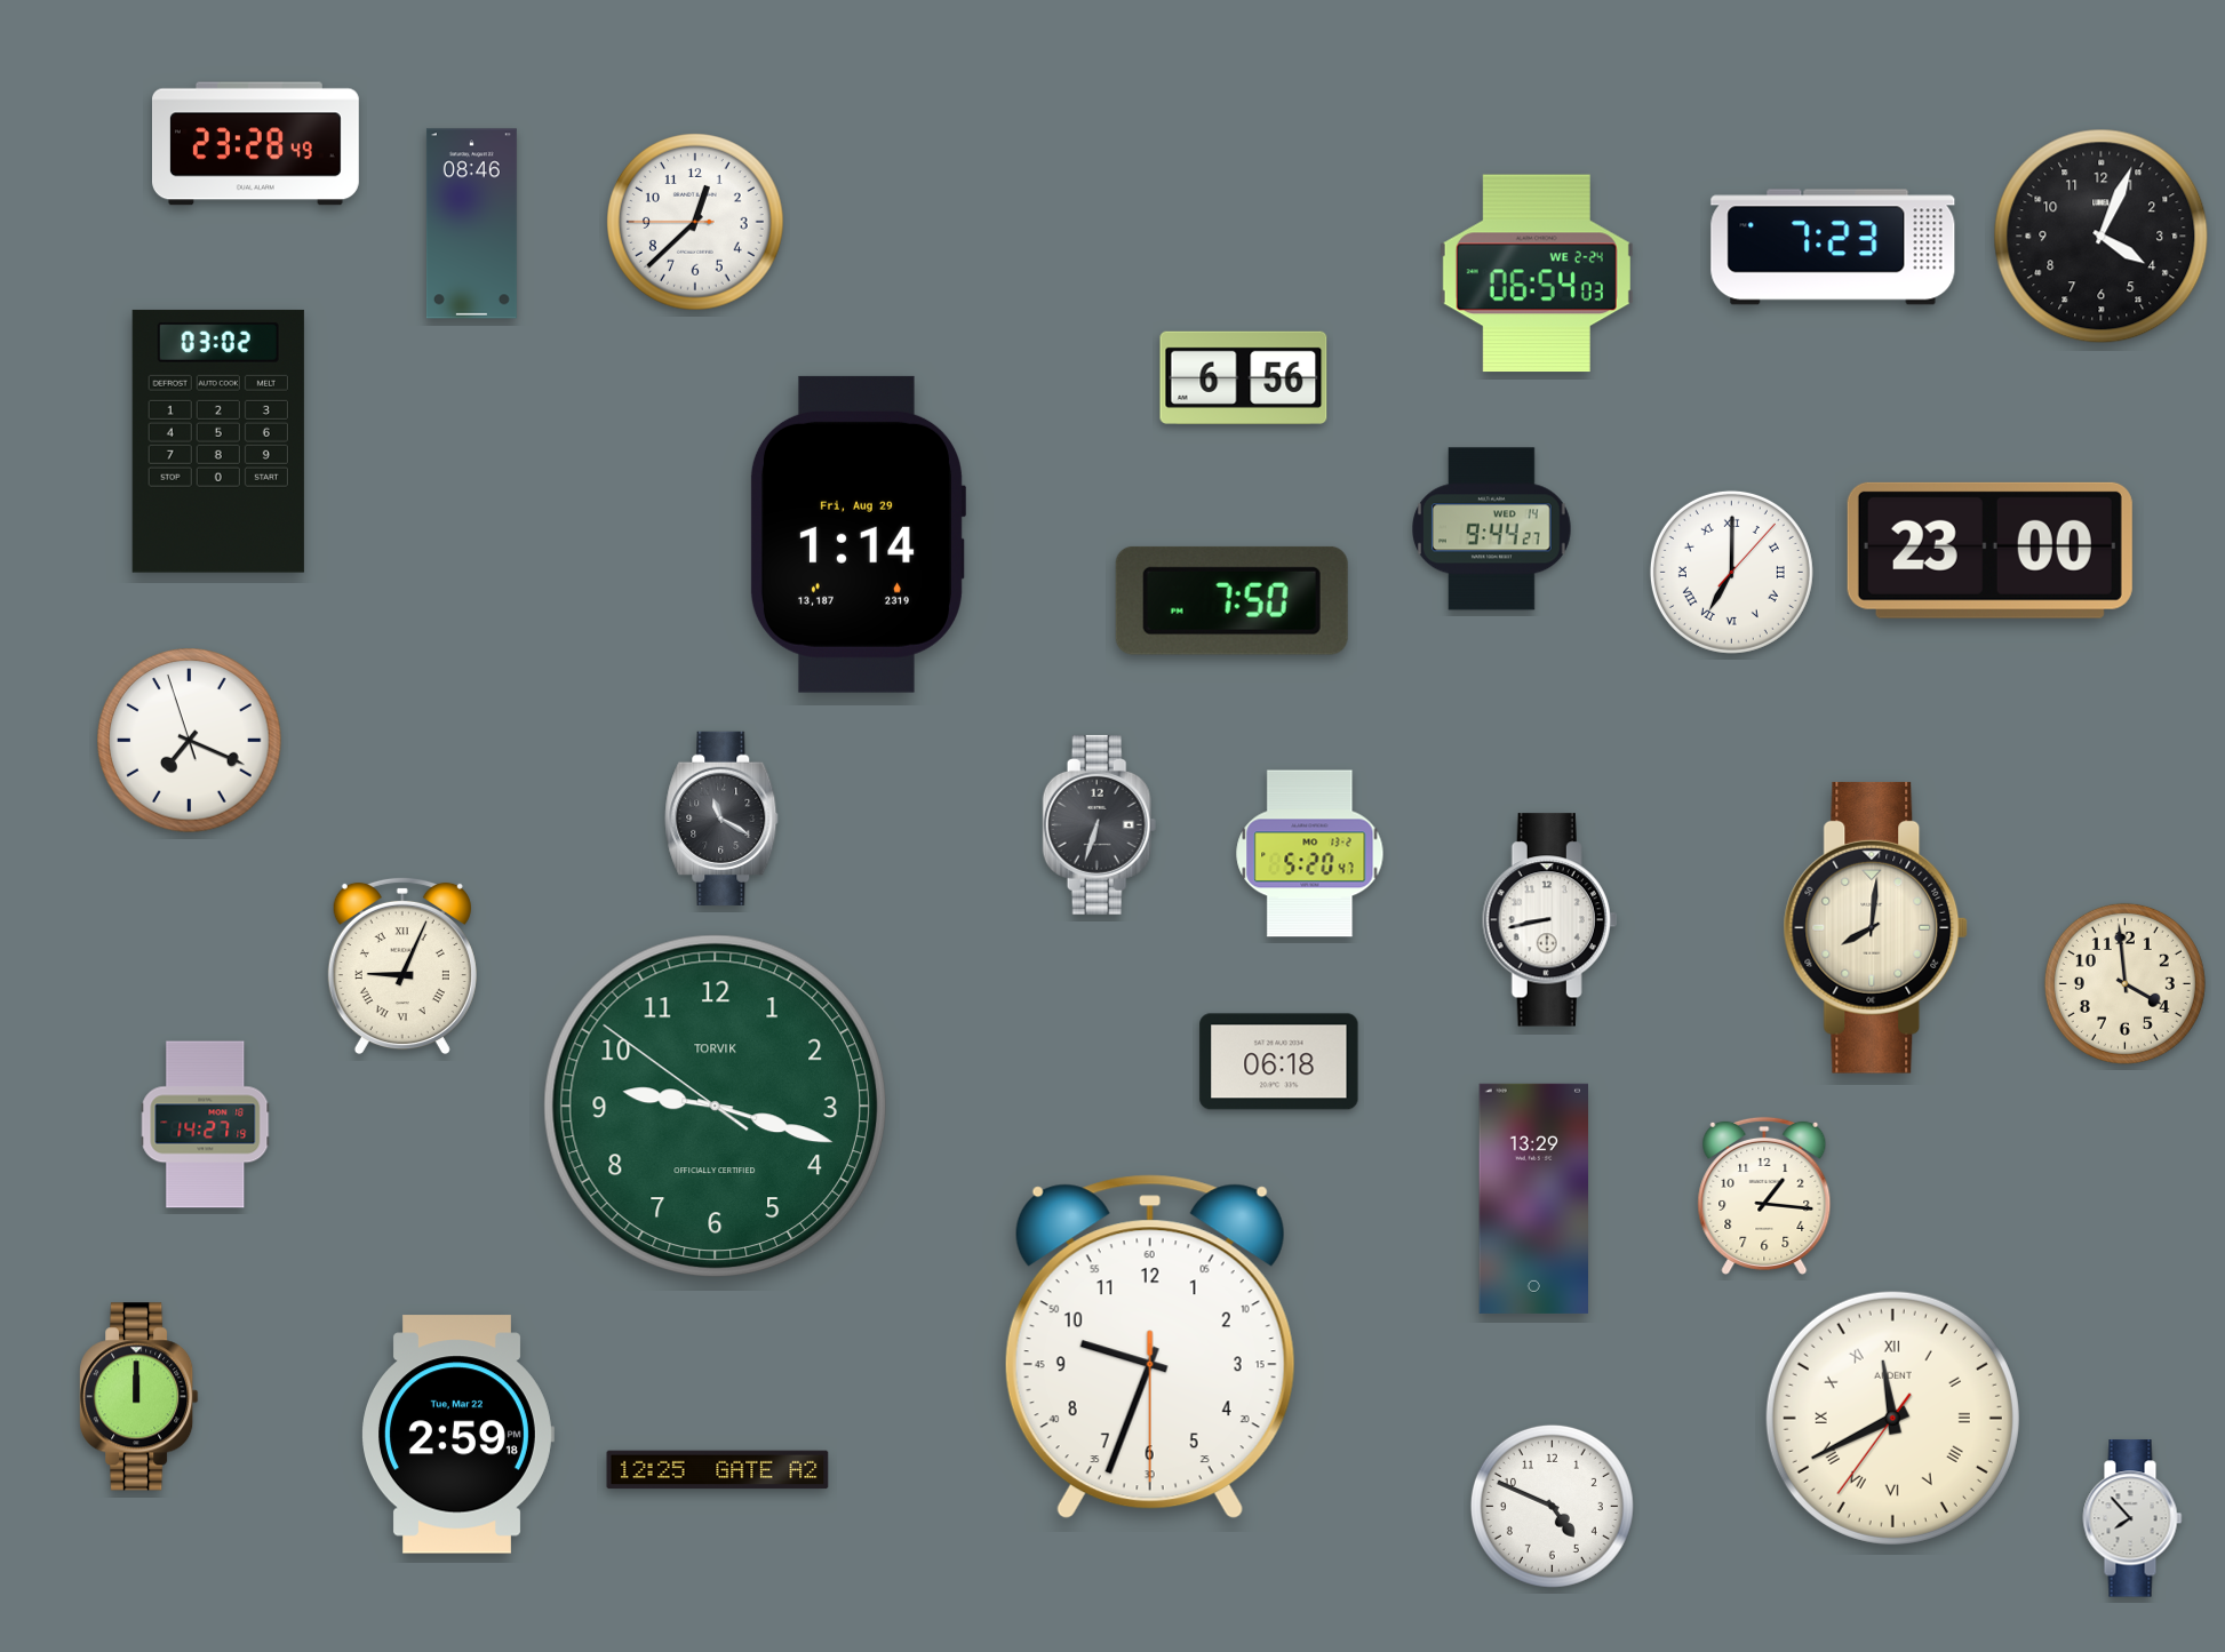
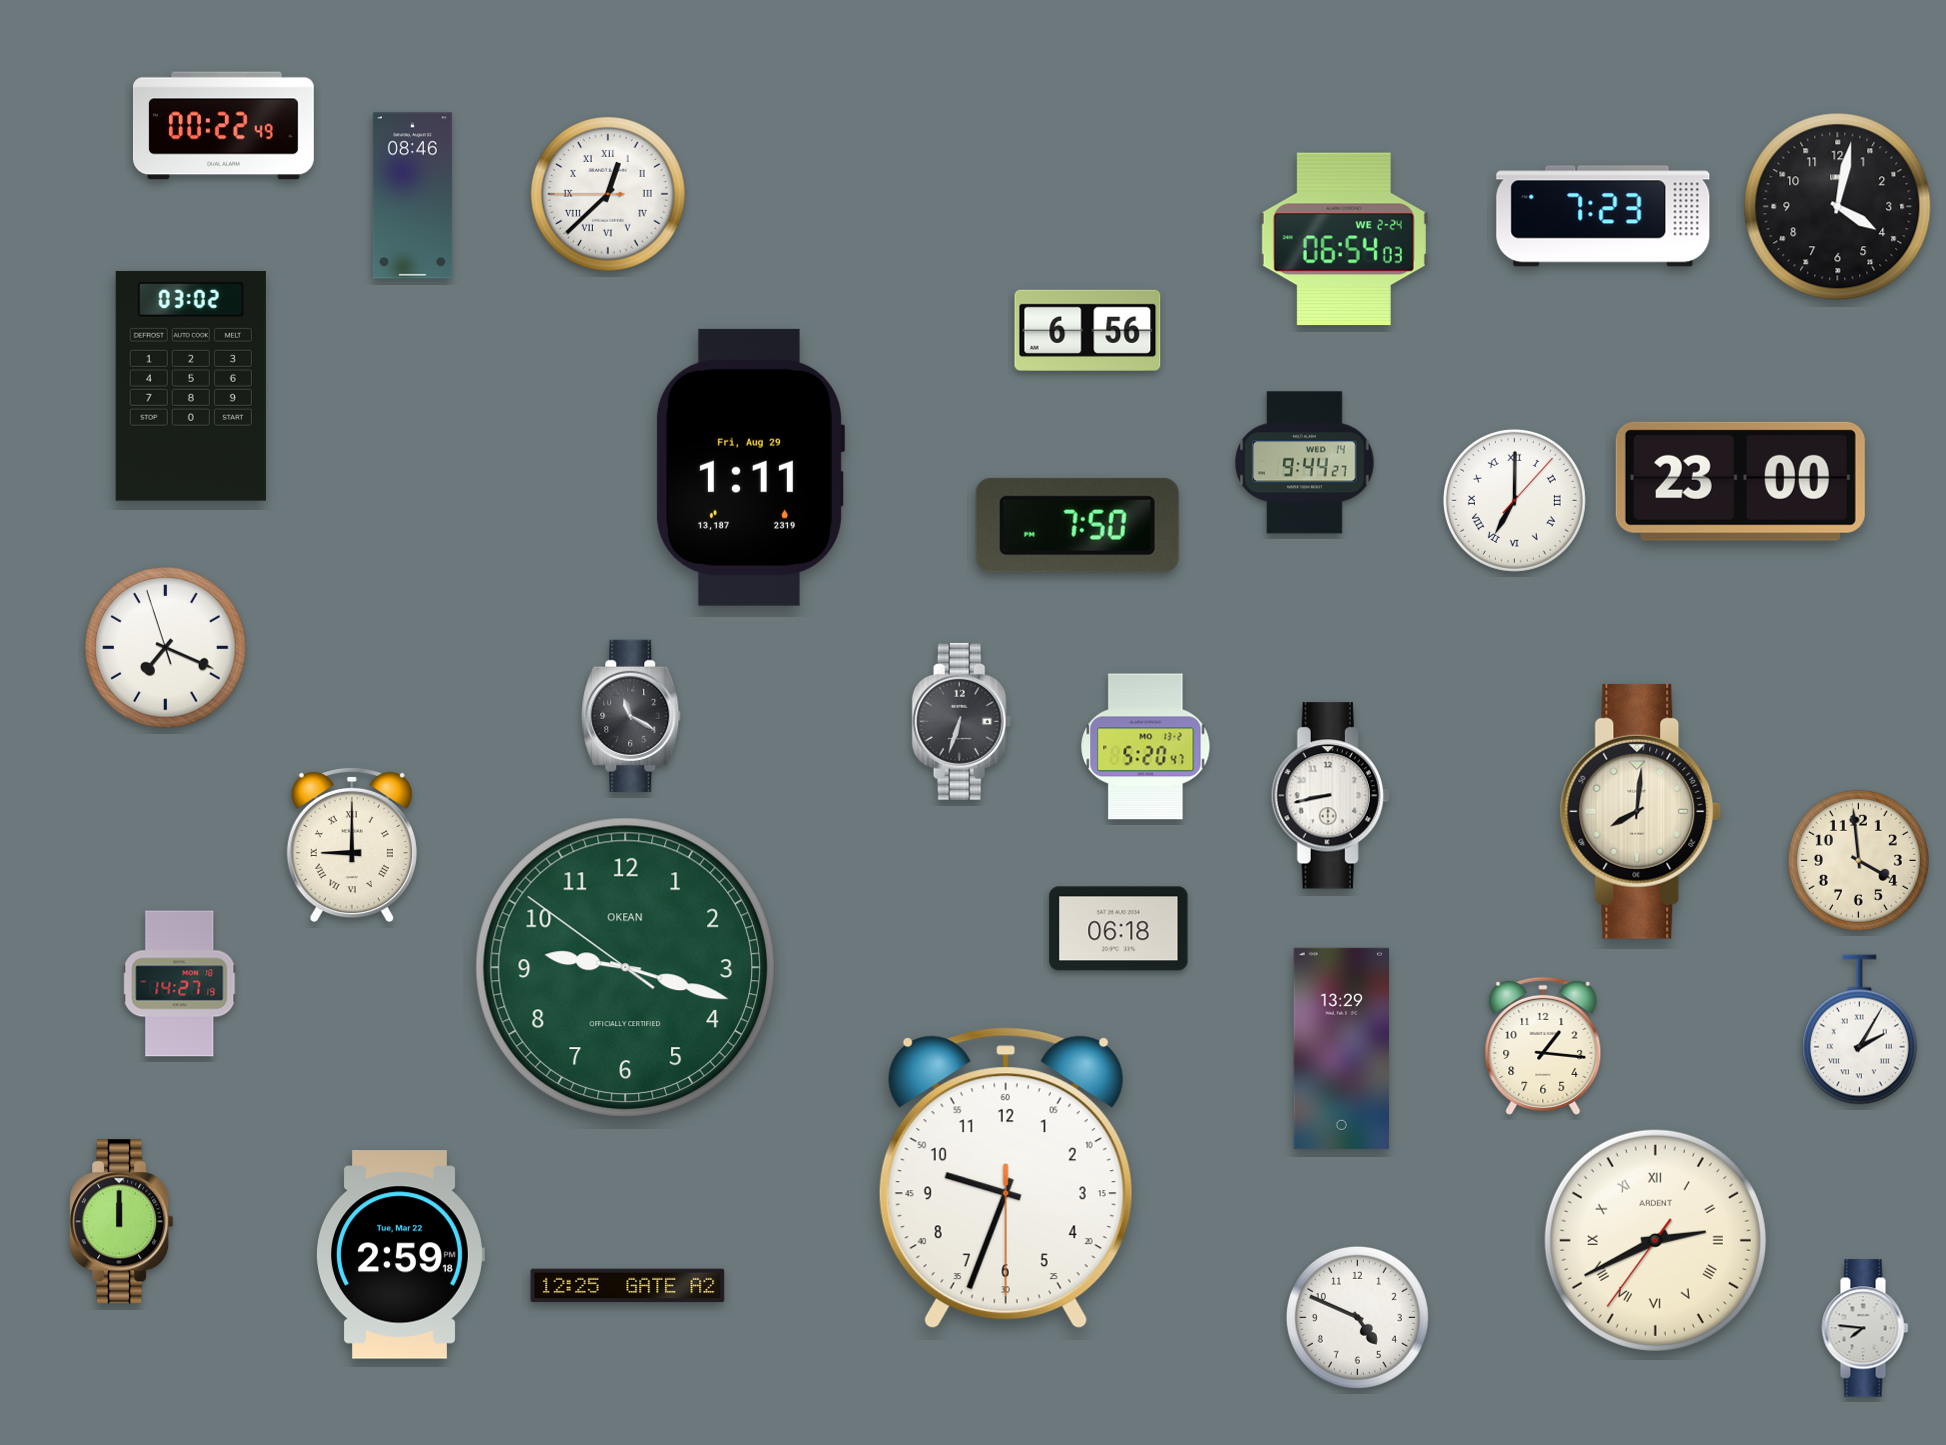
clock at (255, 144): 23:28 -> 00:22
clock at (696, 223) numerals: Arabic -> Roman
clock at (2102, 237): 4:04 -> 4:02
clock at (856, 534): 1:14 -> 1:11
clock at (1550, 920) position: (1550, 920) -> (1331, 796)
clock at (402, 966): 9:04 -> 9:00
clock at (715, 1106) brand: TORVIK -> OKEAN
clock at (1859, 1030): none -> 2:05
clock at (1892, 1418): 11:40 -> 2:40
clock at (2132, 1518): 7:53 -> 7:46
